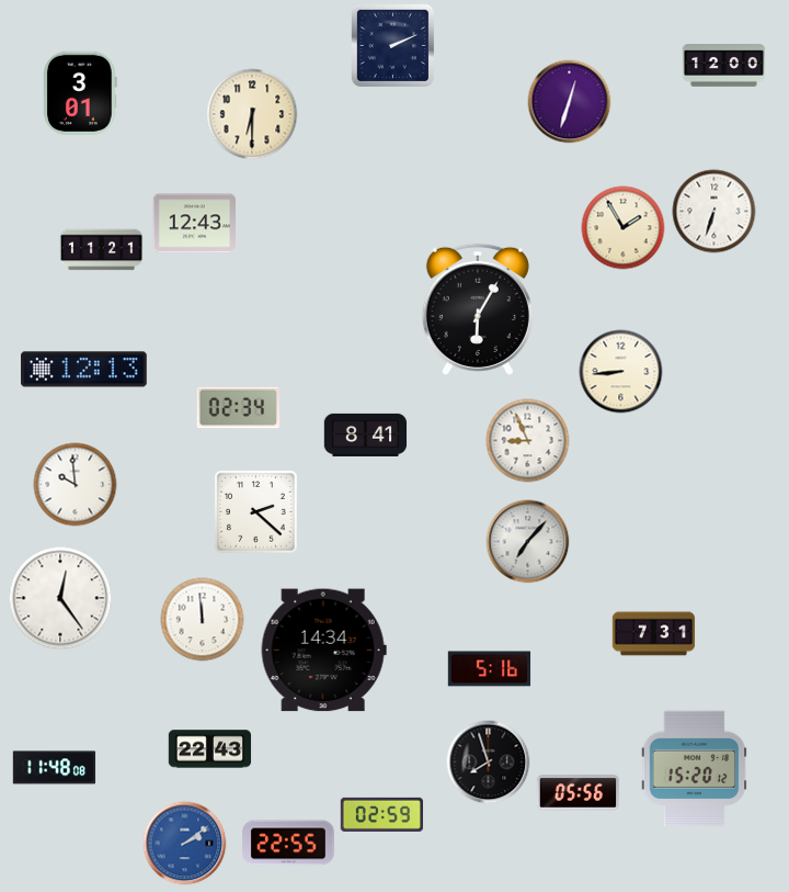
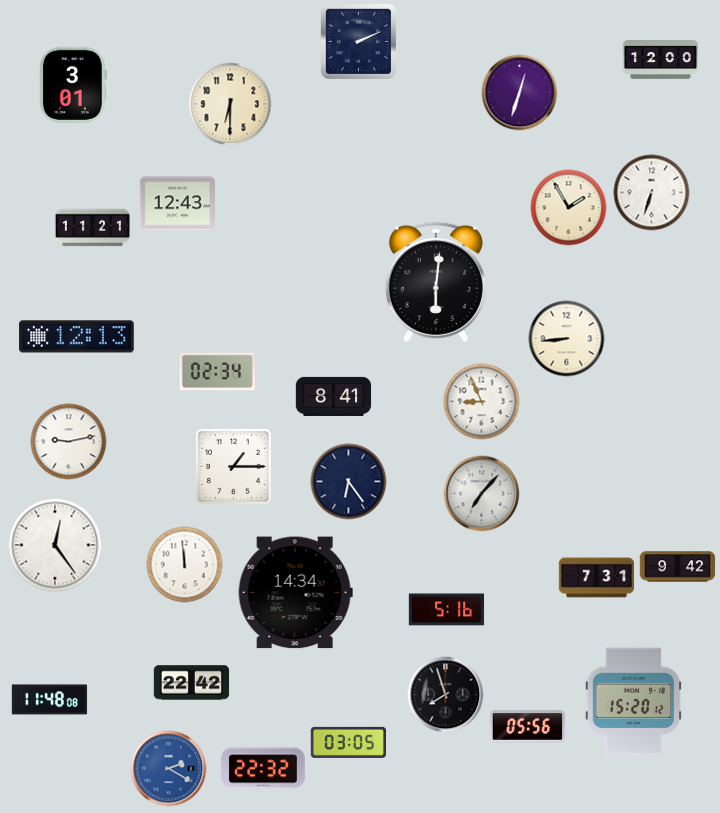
clock at (478, 309): 6:05 -> 6:01
clock at (76, 485): 9:59 -> 9:13
clock at (255, 511): 2:22 -> 1:15
clock at (349, 482): none -> 6:24
clock at (678, 567): none -> 9:42
clock at (210, 749): 22:43 -> 22:42
clock at (579, 793) position: (579, 793) -> (528, 727)
clock at (381, 814): 02:59 -> 03:05
clock at (288, 843): 22:55 -> 22:32
clock at (185, 844): 2:09 -> 2:20
